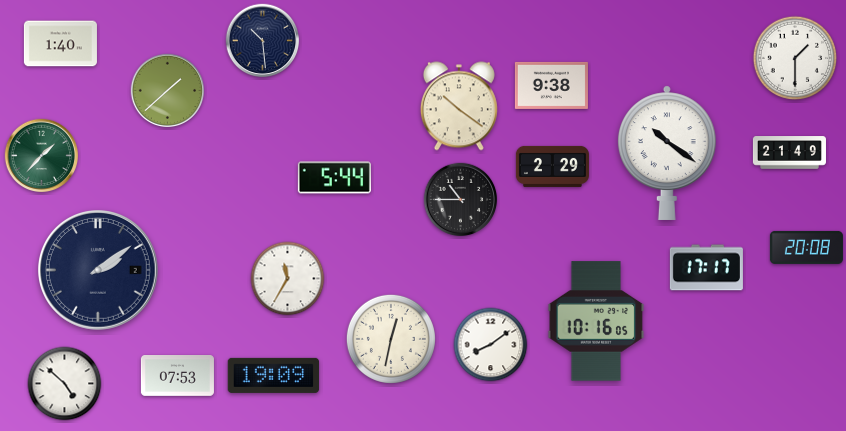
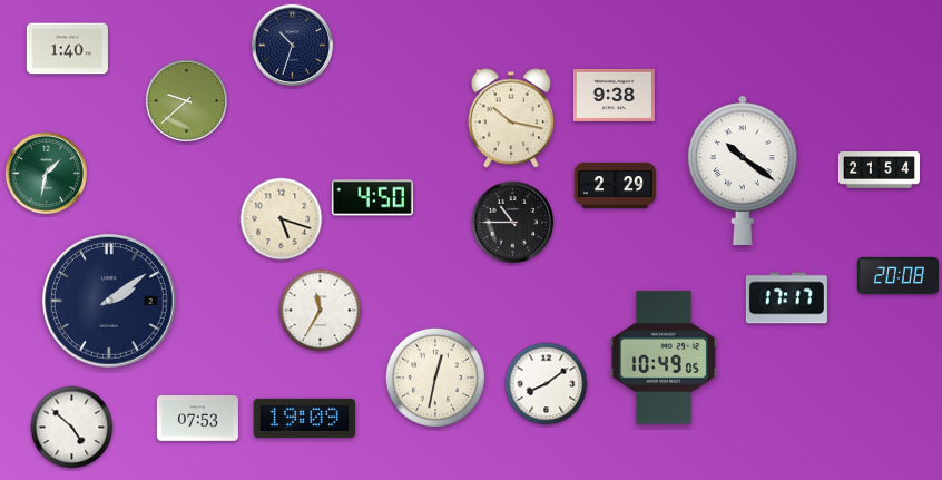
clock at (263, 41): 10:29 -> 10:33
clock at (795, 58): 1:30 -> none
clock at (168, 91): 1:38 -> 9:38
clock at (459, 106): 10:21 -> 10:17
clock at (789, 153): 21:49 -> 21:54
clock at (42, 156): 1:37 -> 1:32
clock at (334, 178): 5:44 -> 4:50
clock at (282, 219): none -> 5:18
clock at (596, 321): 10:16 -> 10:49
